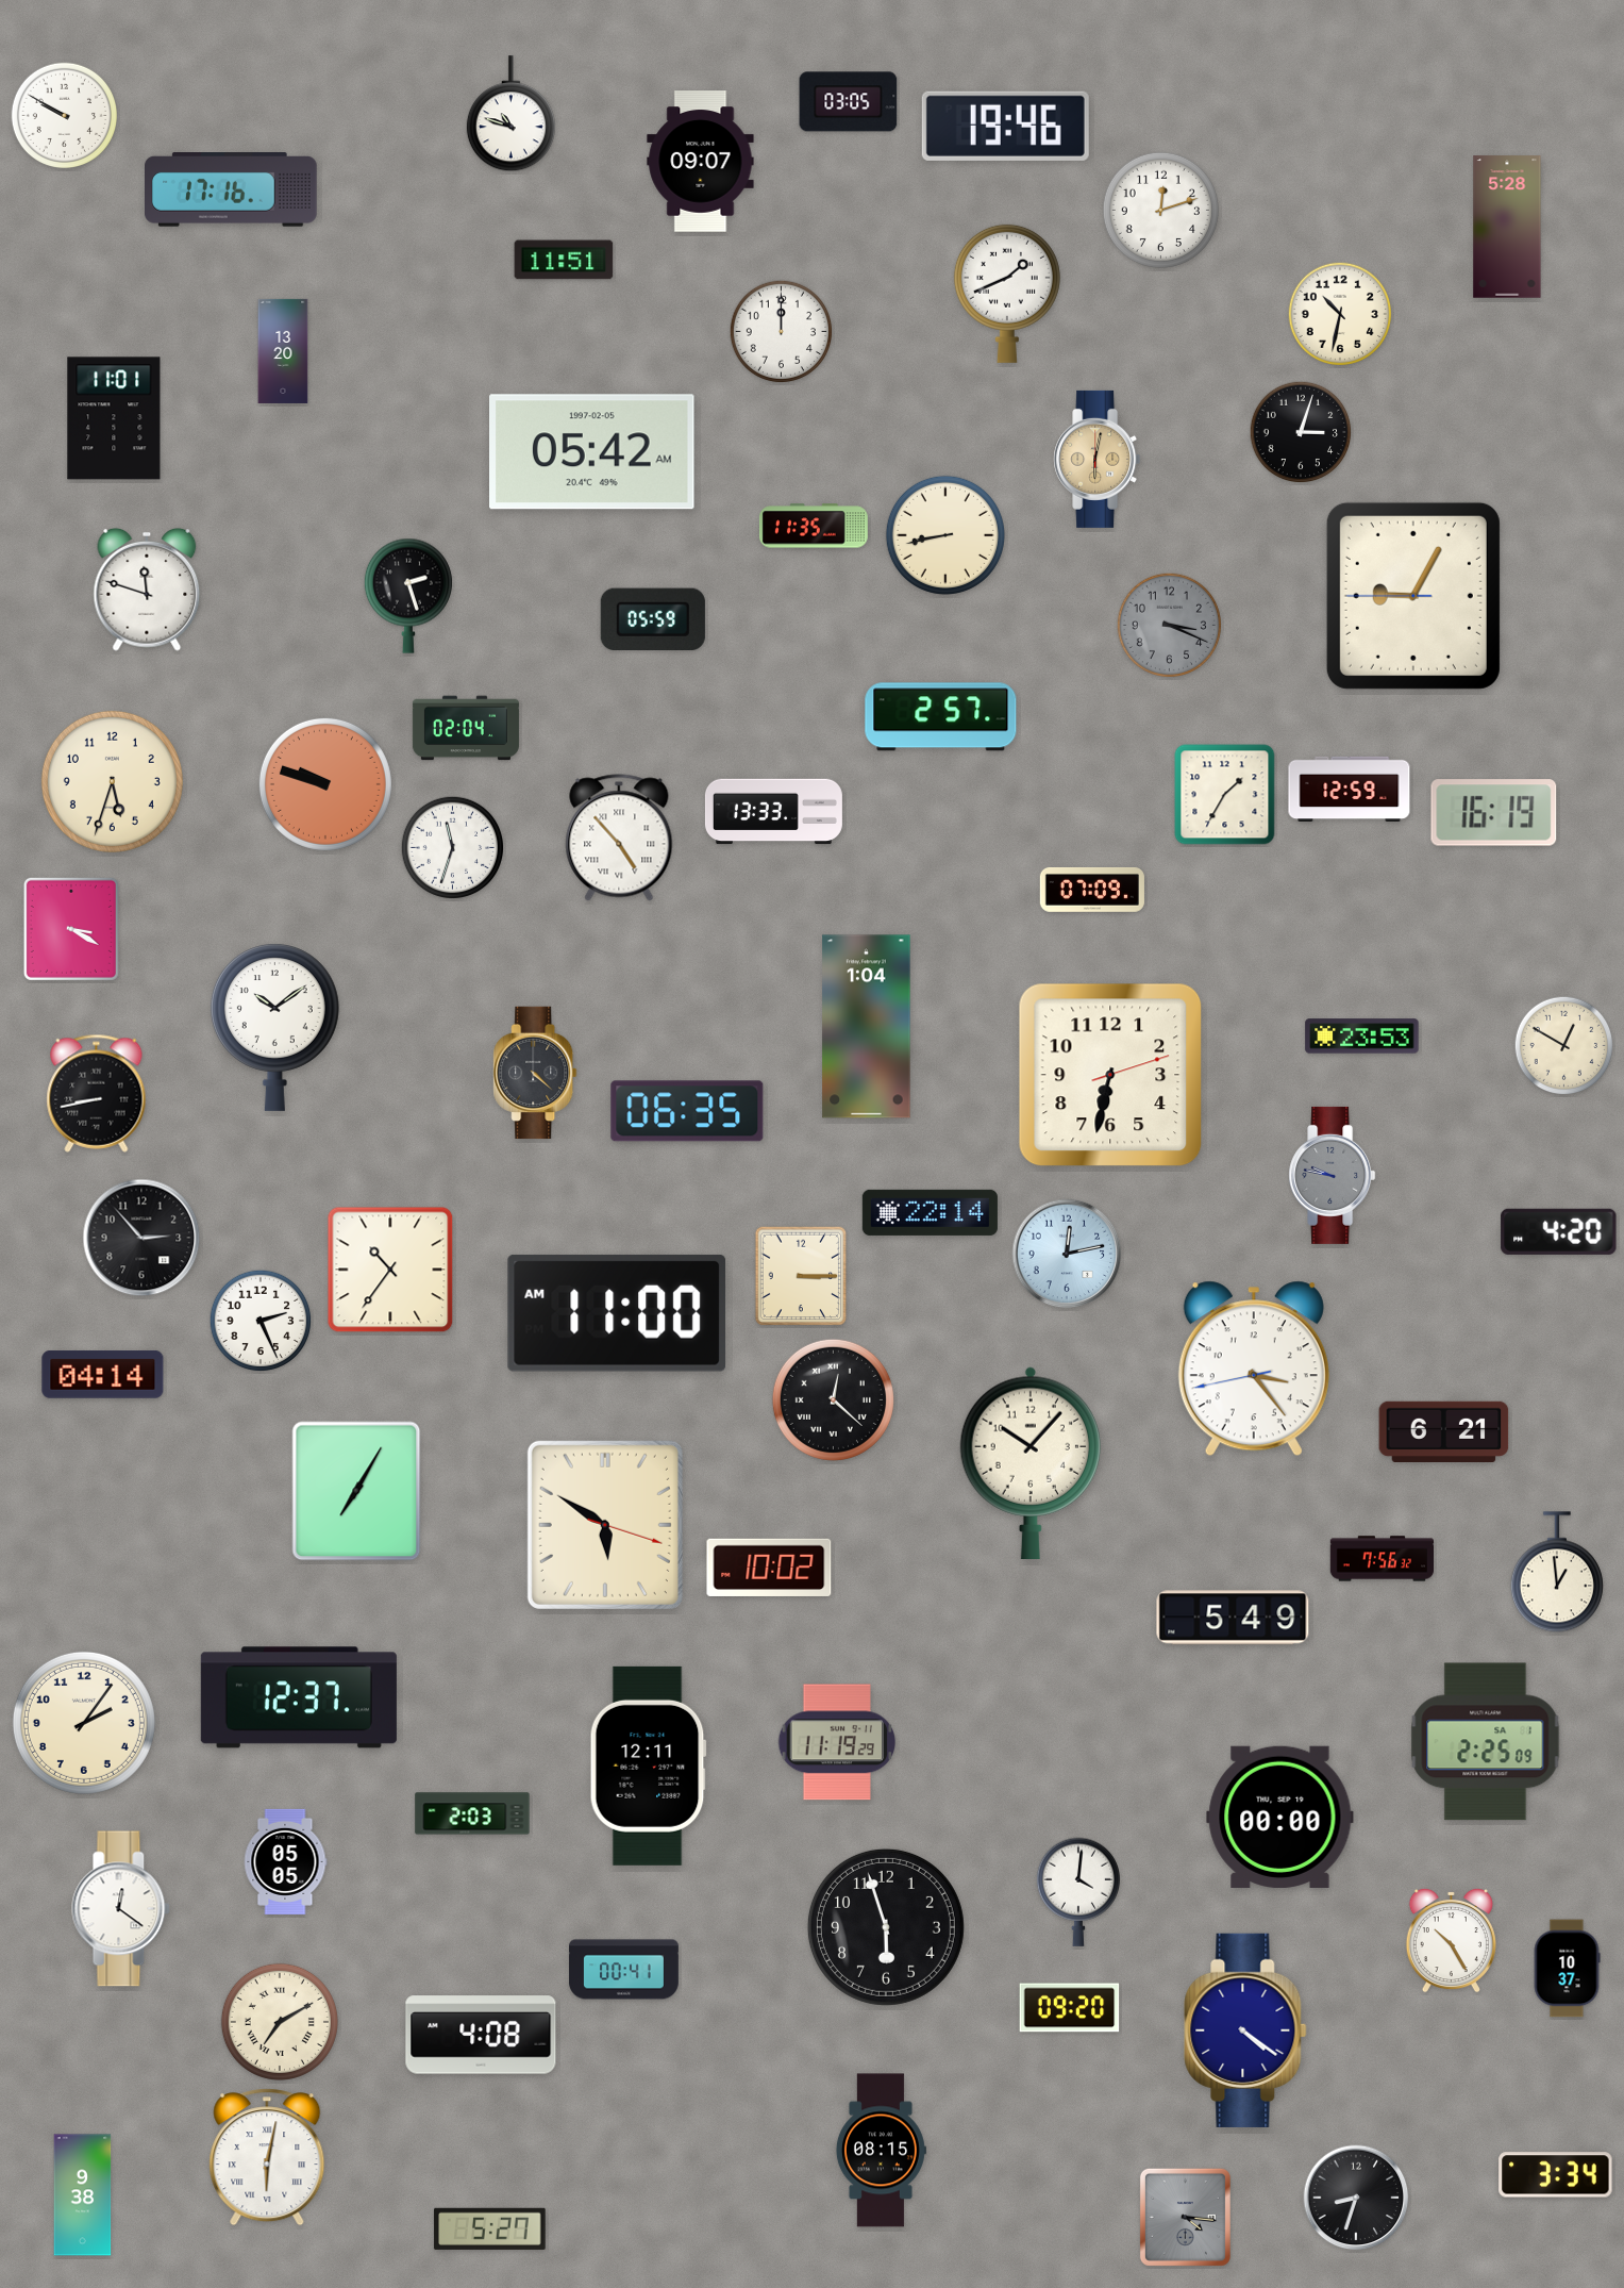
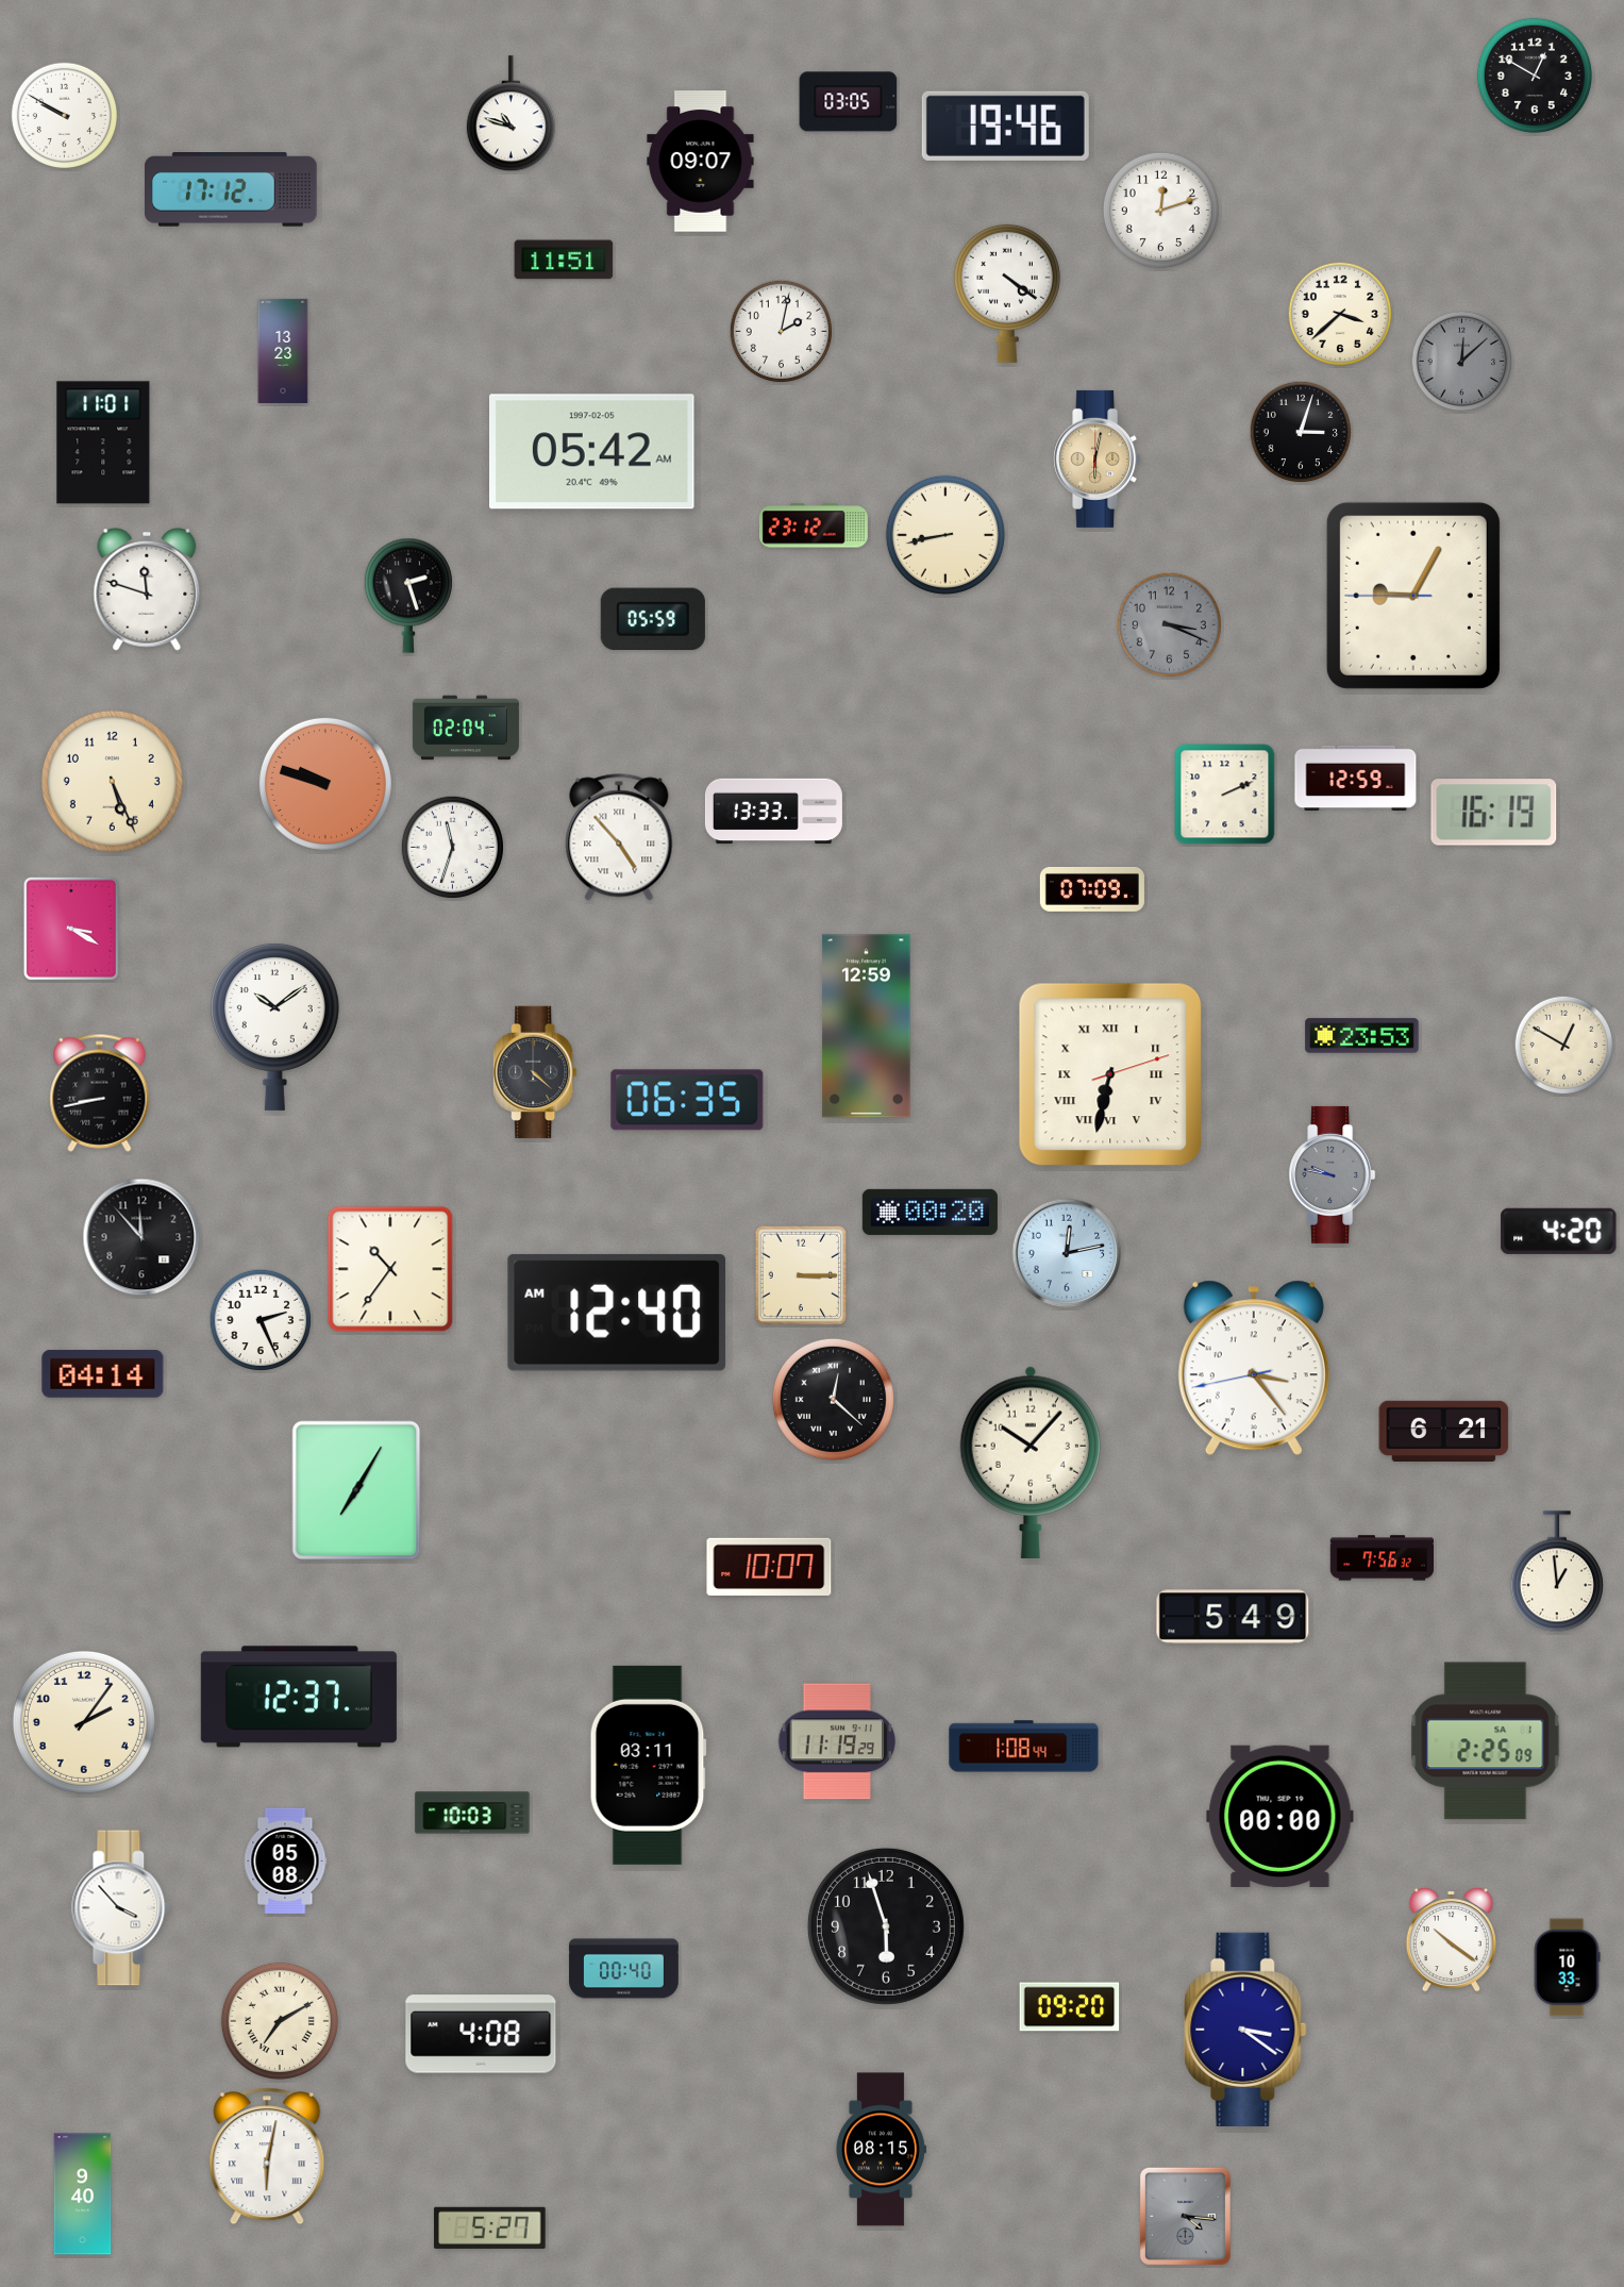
clock at (1535, 76): none -> 12:50
clock at (232, 190): 17:16 -> 17:12
clock at (1507, 227): 5:28 -> none
clock at (1007, 294): 1:41 -> 4:21
clock at (1340, 314): 10:32 -> 3:38
clock at (782, 332): 12:00 -> 2:02
clock at (283, 351): 13:20 -> 13:23
clock at (1462, 362): none -> 12:08
clock at (114, 418) position: (114, 418) -> (103, 443)
clock at (814, 526): 11:35 -> 23:12
clock at (941, 717): 2:57 -> none
clock at (112, 781): 5:33 -> 5:26
clock at (1350, 790) position: (1350, 790) -> (1356, 779)
clock at (1225, 795): 1:35 -> 2:11
clock at (867, 1027): 1:04 -> 12:59
clock at (1110, 1075) numerals: Arabic -> Roman
clock at (97, 1093) position: (97, 1093) -> (100, 1092)
clock at (687, 1111) position: (687, 1111) -> (687, 1100)
clock at (930, 1212): 22:14 -> 00:20
clock at (141, 1238): 2:53 -> 11:53
clock at (617, 1313): 11:00 -> 12:40
clock at (605, 1525): 5:50 -> none
clock at (769, 1566): 10:02 -> 10:07
clock at (1024, 1747): none -> 1:08
clock at (648, 1765): 12:11 -> 03:11
clock at (472, 1813): 2:03 -> 10:03
clock at (285, 1861): 05:05 -> 05:08
clock at (1078, 1892): 4:01 -> none
clock at (121, 1909): 12:21 -> 3:53
clock at (1451, 1940): 10:25 -> 10:21
clock at (1567, 1969): 10:37 -> 10:33
clock at (624, 1970): 00:41 -> 00:40
clock at (1245, 2030): 4:21 -> 3:21
clock at (1556, 2175): 3:34 -> none
clock at (83, 2195): 9:38 -> 9:40
clock at (1356, 2198): 8:33 -> none
